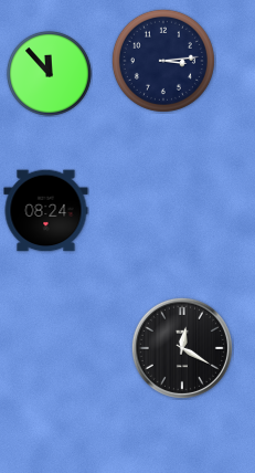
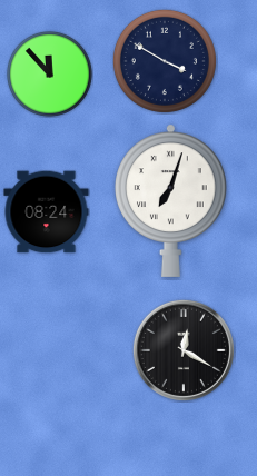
clock at (163, 61): 3:14 -> 3:50
clock at (171, 200): none -> 7:03
